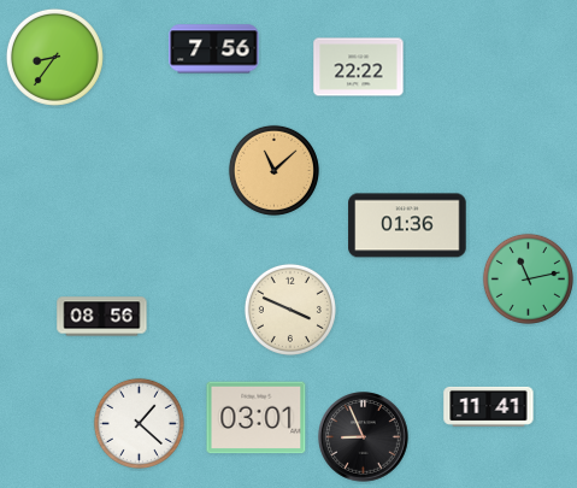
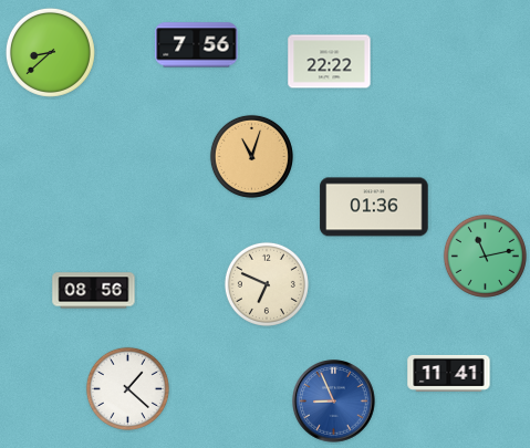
clock at (54, 57): 8:36 -> 8:38
clock at (273, 170): 11:08 -> 11:03
clock at (290, 310): 3:49 -> 6:49
clock at (257, 418): 03:01 -> none
clock at (364, 437) dial: black -> blue
